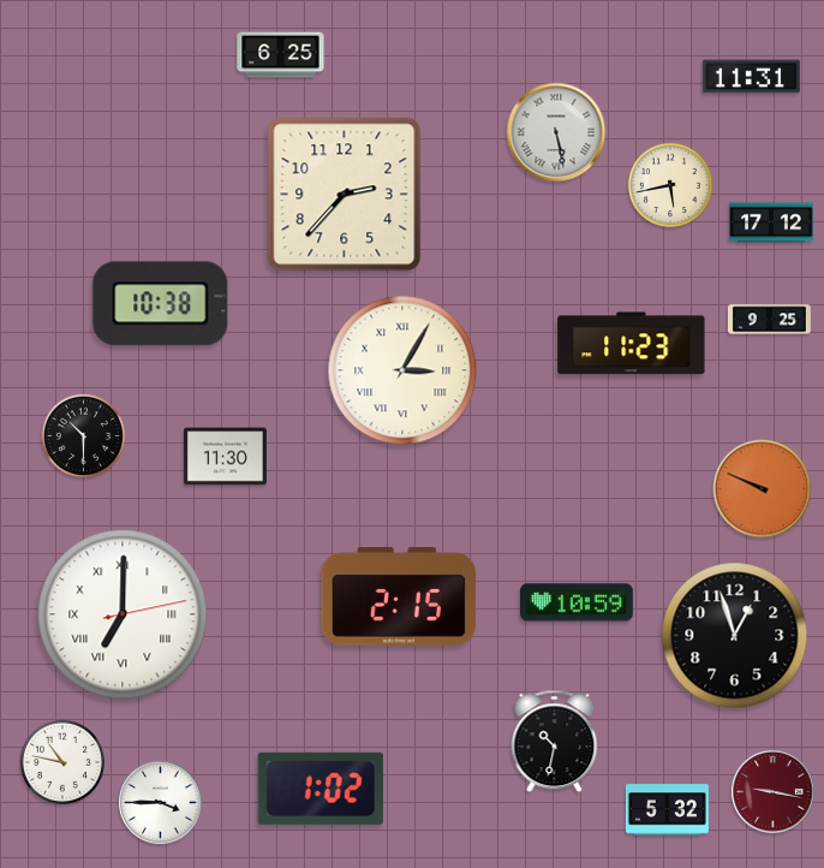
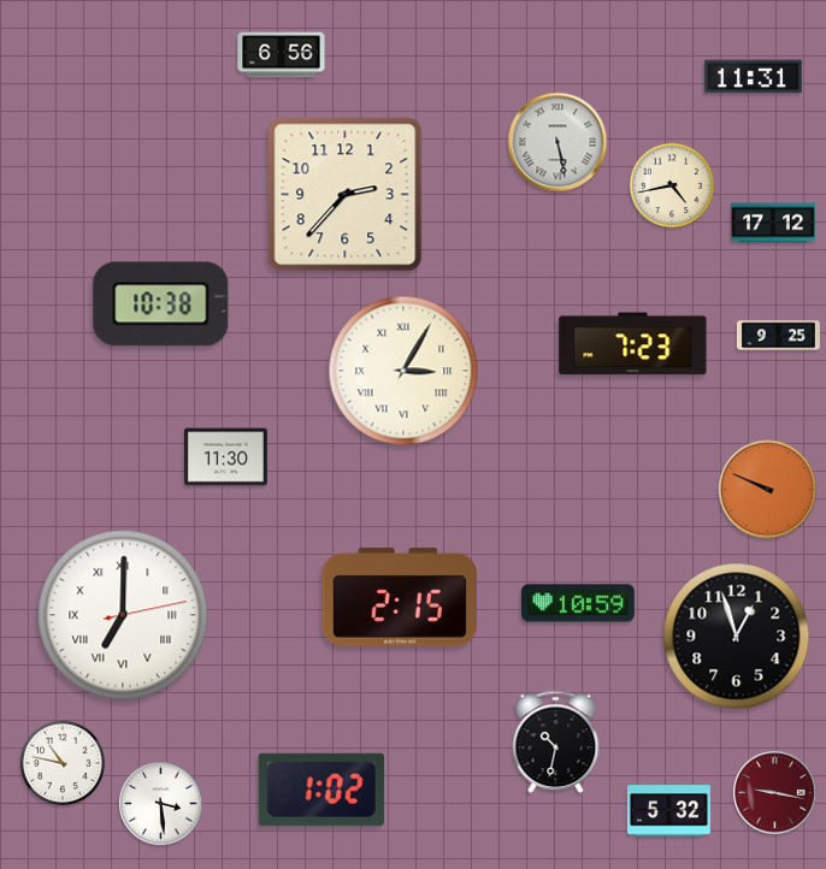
clock at (281, 55): 6:25 -> 6:56
clock at (556, 132) position: (556, 132) -> (557, 142)
clock at (670, 185): 5:43 -> 4:43
clock at (769, 320) position: (769, 320) -> (778, 336)
clock at (632, 344): 11:23 -> 7:23
clock at (84, 436): 10:30 -> none
clock at (763, 489) position: (763, 489) -> (768, 490)
clock at (161, 803): 3:45 -> 3:29
